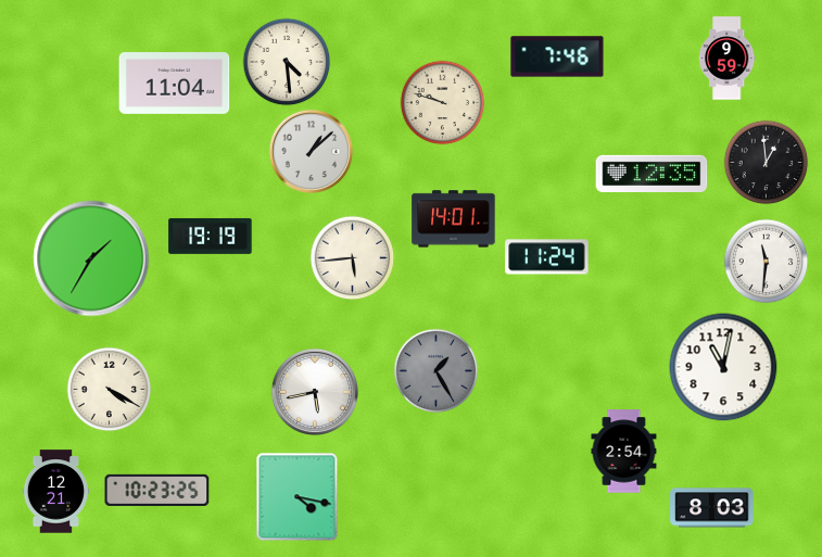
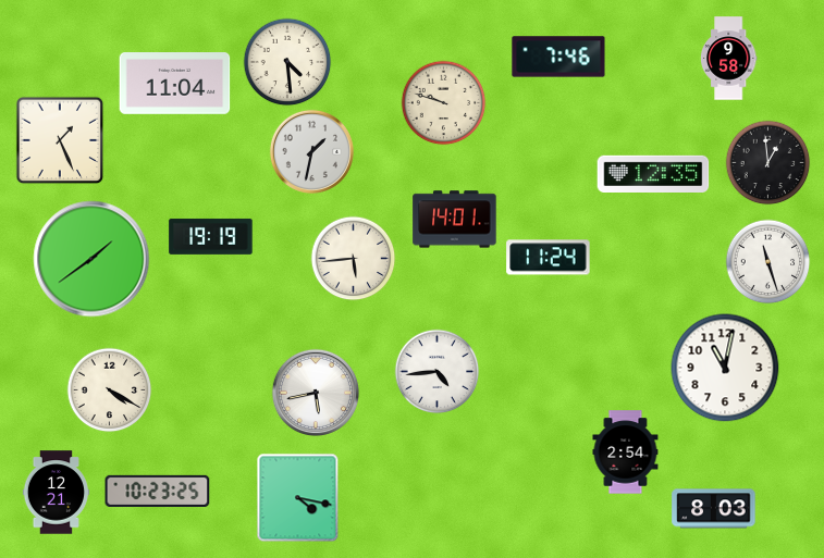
clock at (726, 59): 9:59 -> 9:58
clock at (60, 140): none -> 1:26
clock at (311, 151): 1:08 -> 1:32
clock at (91, 258): 1:35 -> 1:39
clock at (766, 261): 11:31 -> 11:27
clock at (435, 370): 1:25 -> 4:44
clock at (435, 370) dial: grey -> white
